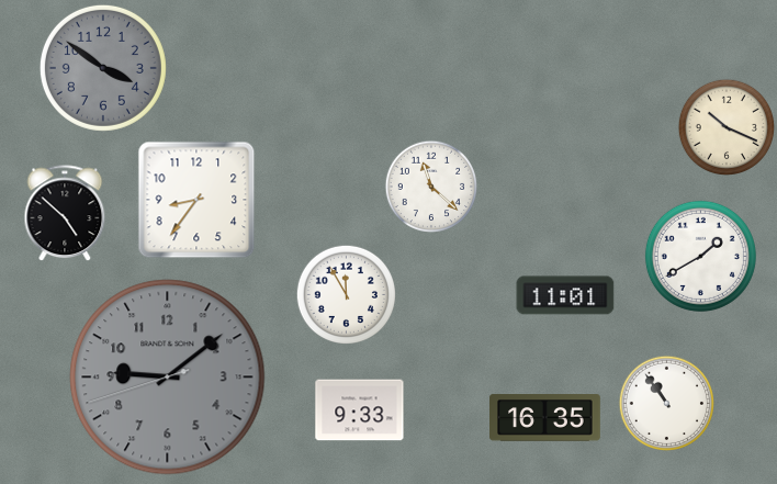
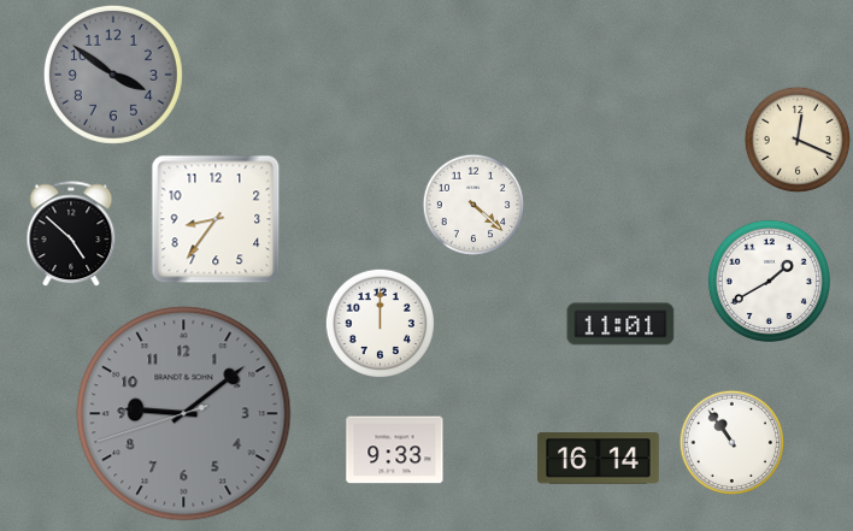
clock at (725, 126): 10:19 -> 12:19
clock at (431, 187): 11:22 -> 4:22
clock at (346, 294): 11:55 -> 12:00
clock at (545, 418): 16:35 -> 16:14
